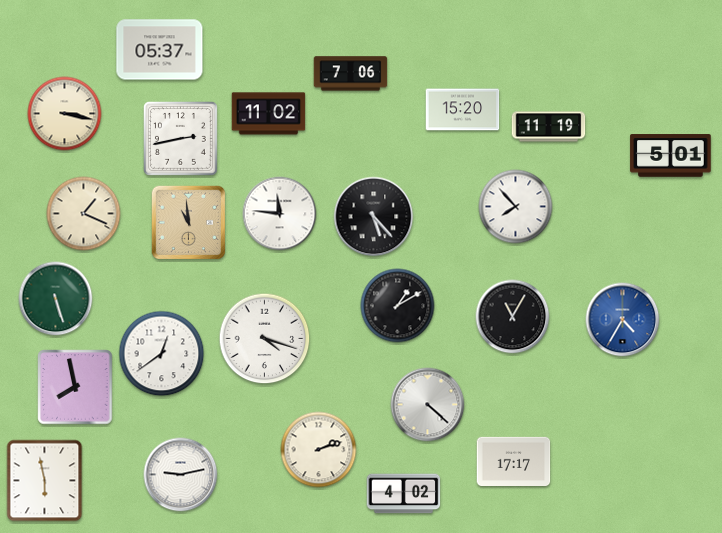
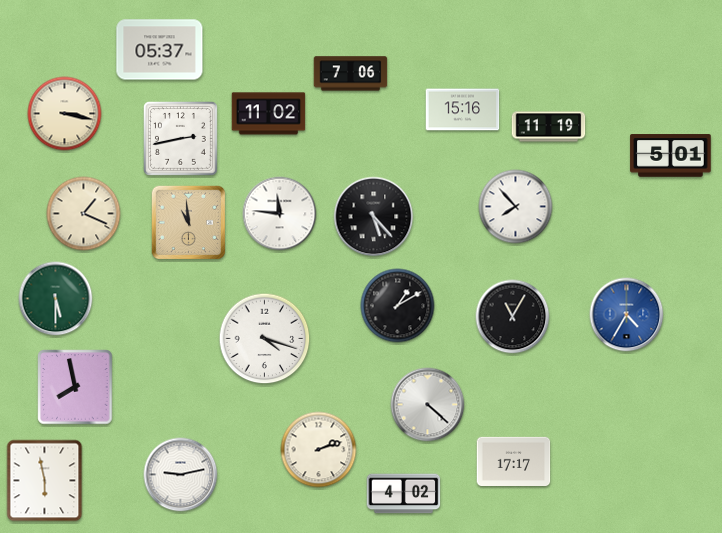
clock at (463, 110): 15:20 -> 15:16
clock at (56, 299): 5:27 -> 5:30
clock at (623, 320) position: (623, 320) -> (627, 315)
clock at (162, 354): 12:39 -> none
